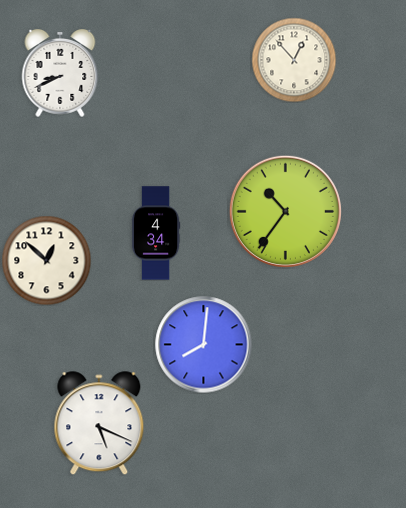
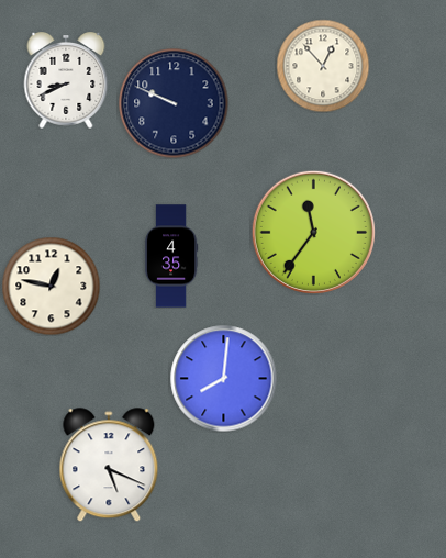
clock at (174, 103): none -> 9:49
clock at (285, 211): 10:36 -> 11:36
clock at (156, 233): 4:34 -> 4:35
clock at (46, 260): 12:52 -> 12:47
